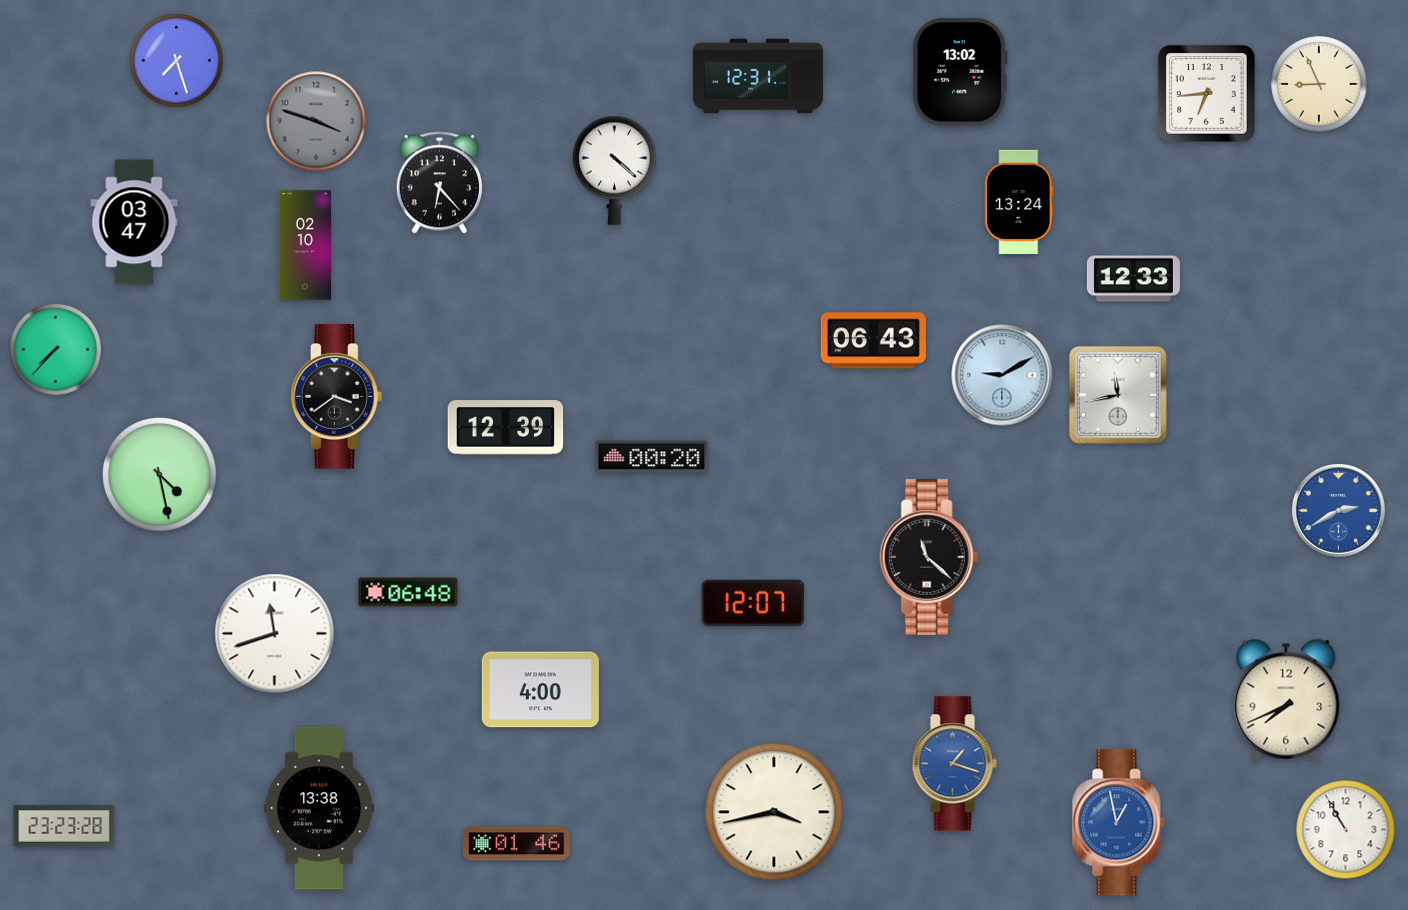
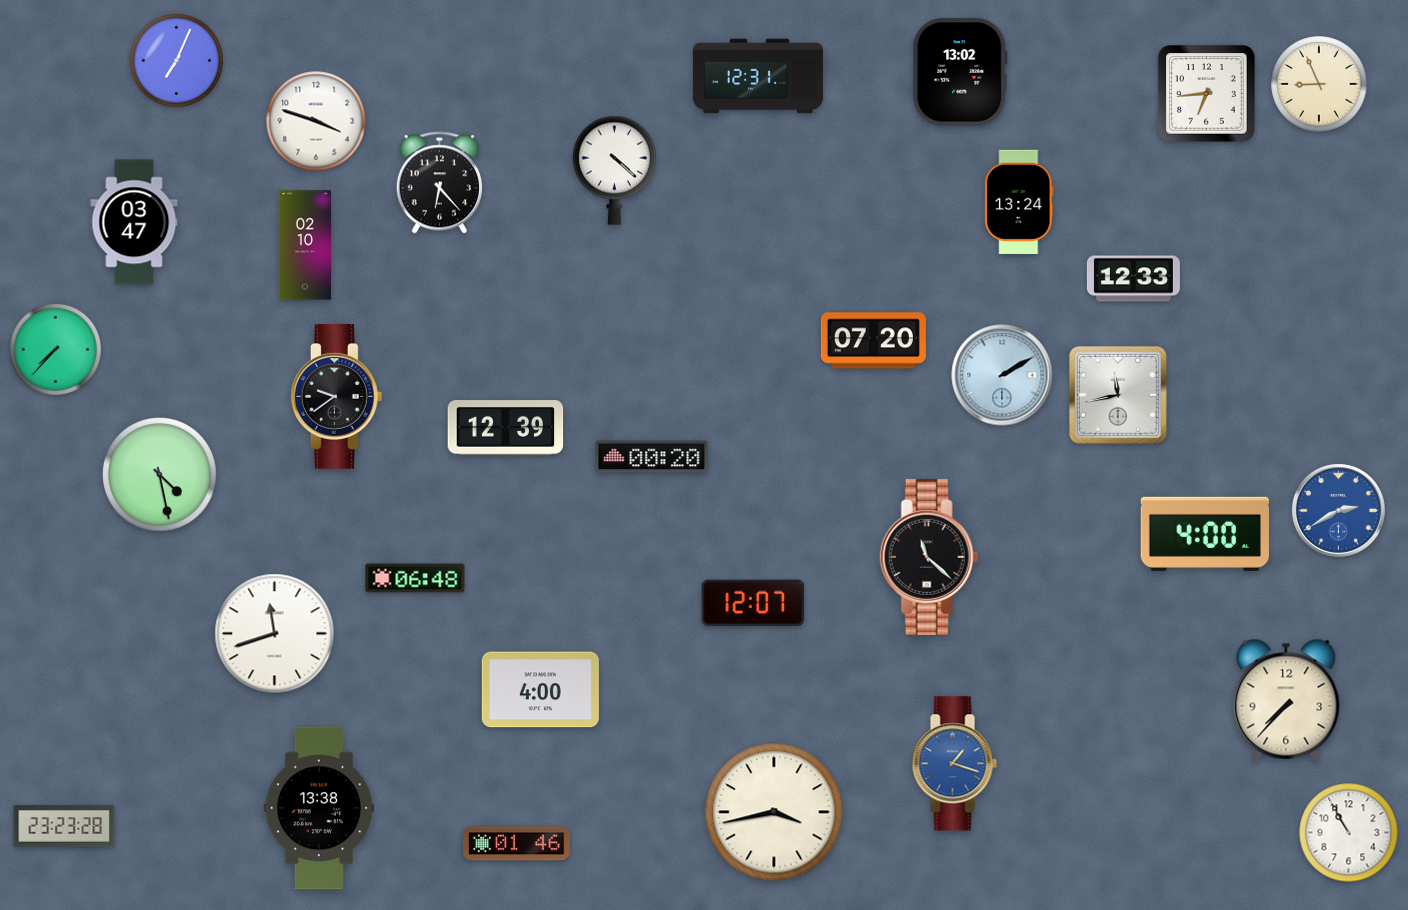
clock at (177, 61): 7:27 -> 7:04
clock at (316, 121) dial: grey -> white
clock at (873, 341): 06:43 -> 07:20
clock at (1002, 375): 9:10 -> 2:10
clock at (337, 397): 3:39 -> 9:39
clock at (1204, 534): none -> 4:00
clock at (408, 592) position: (408, 592) -> (415, 578)
clock at (1286, 701): 7:41 -> 7:37
clock at (1119, 823): 12:58 -> none
clock at (1346, 830) position: (1346, 830) -> (1349, 833)
